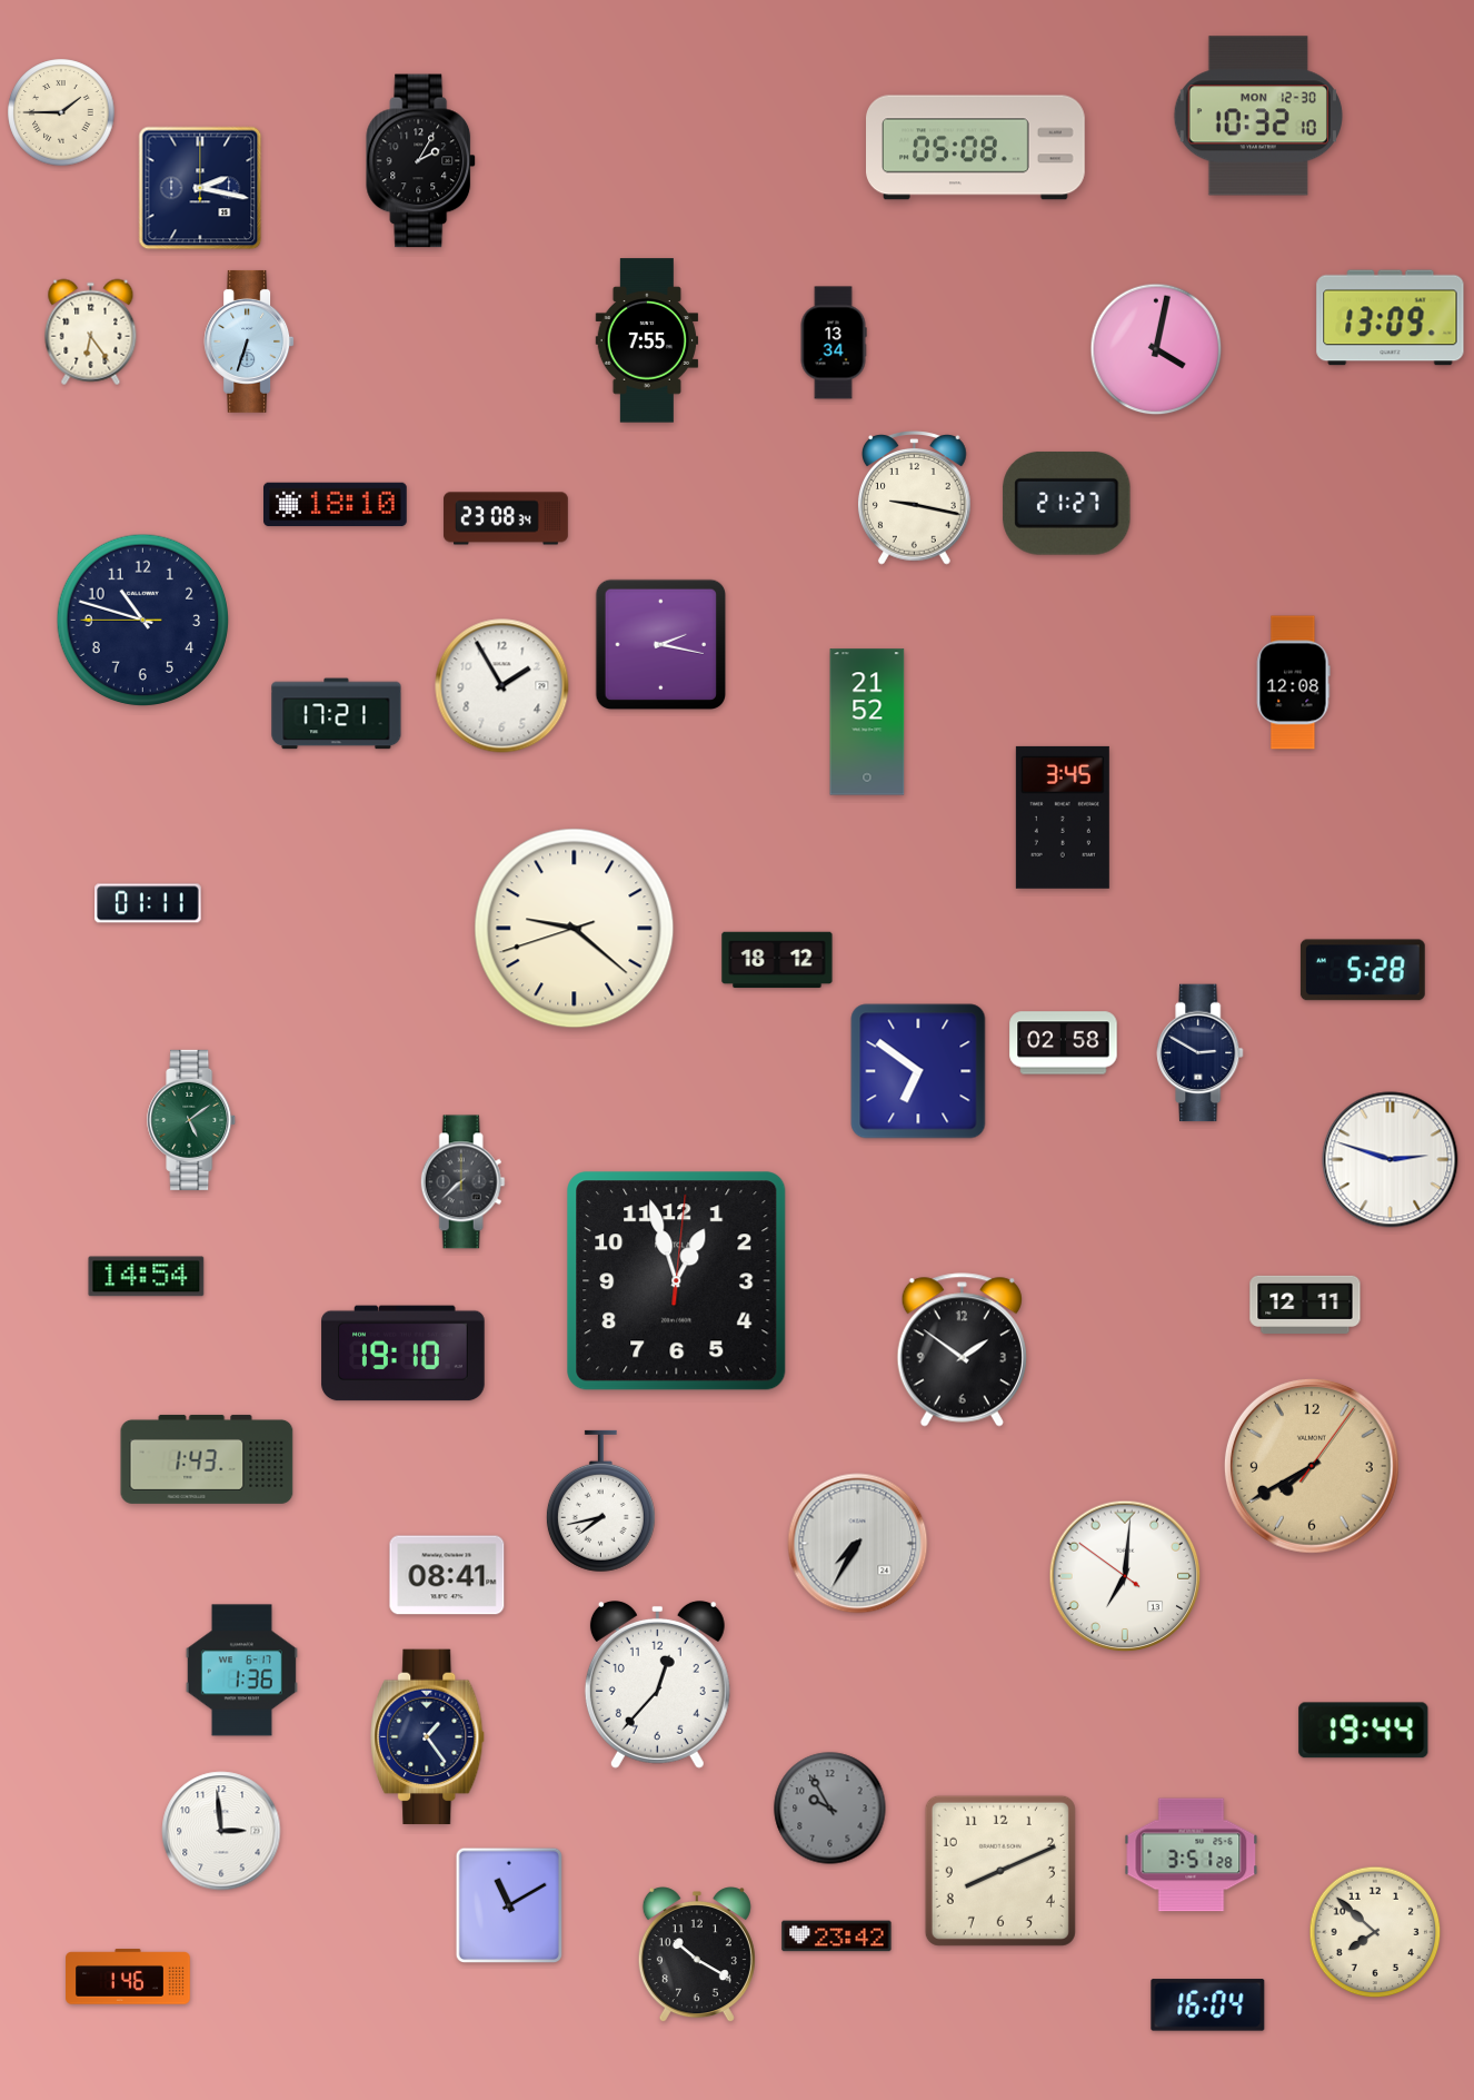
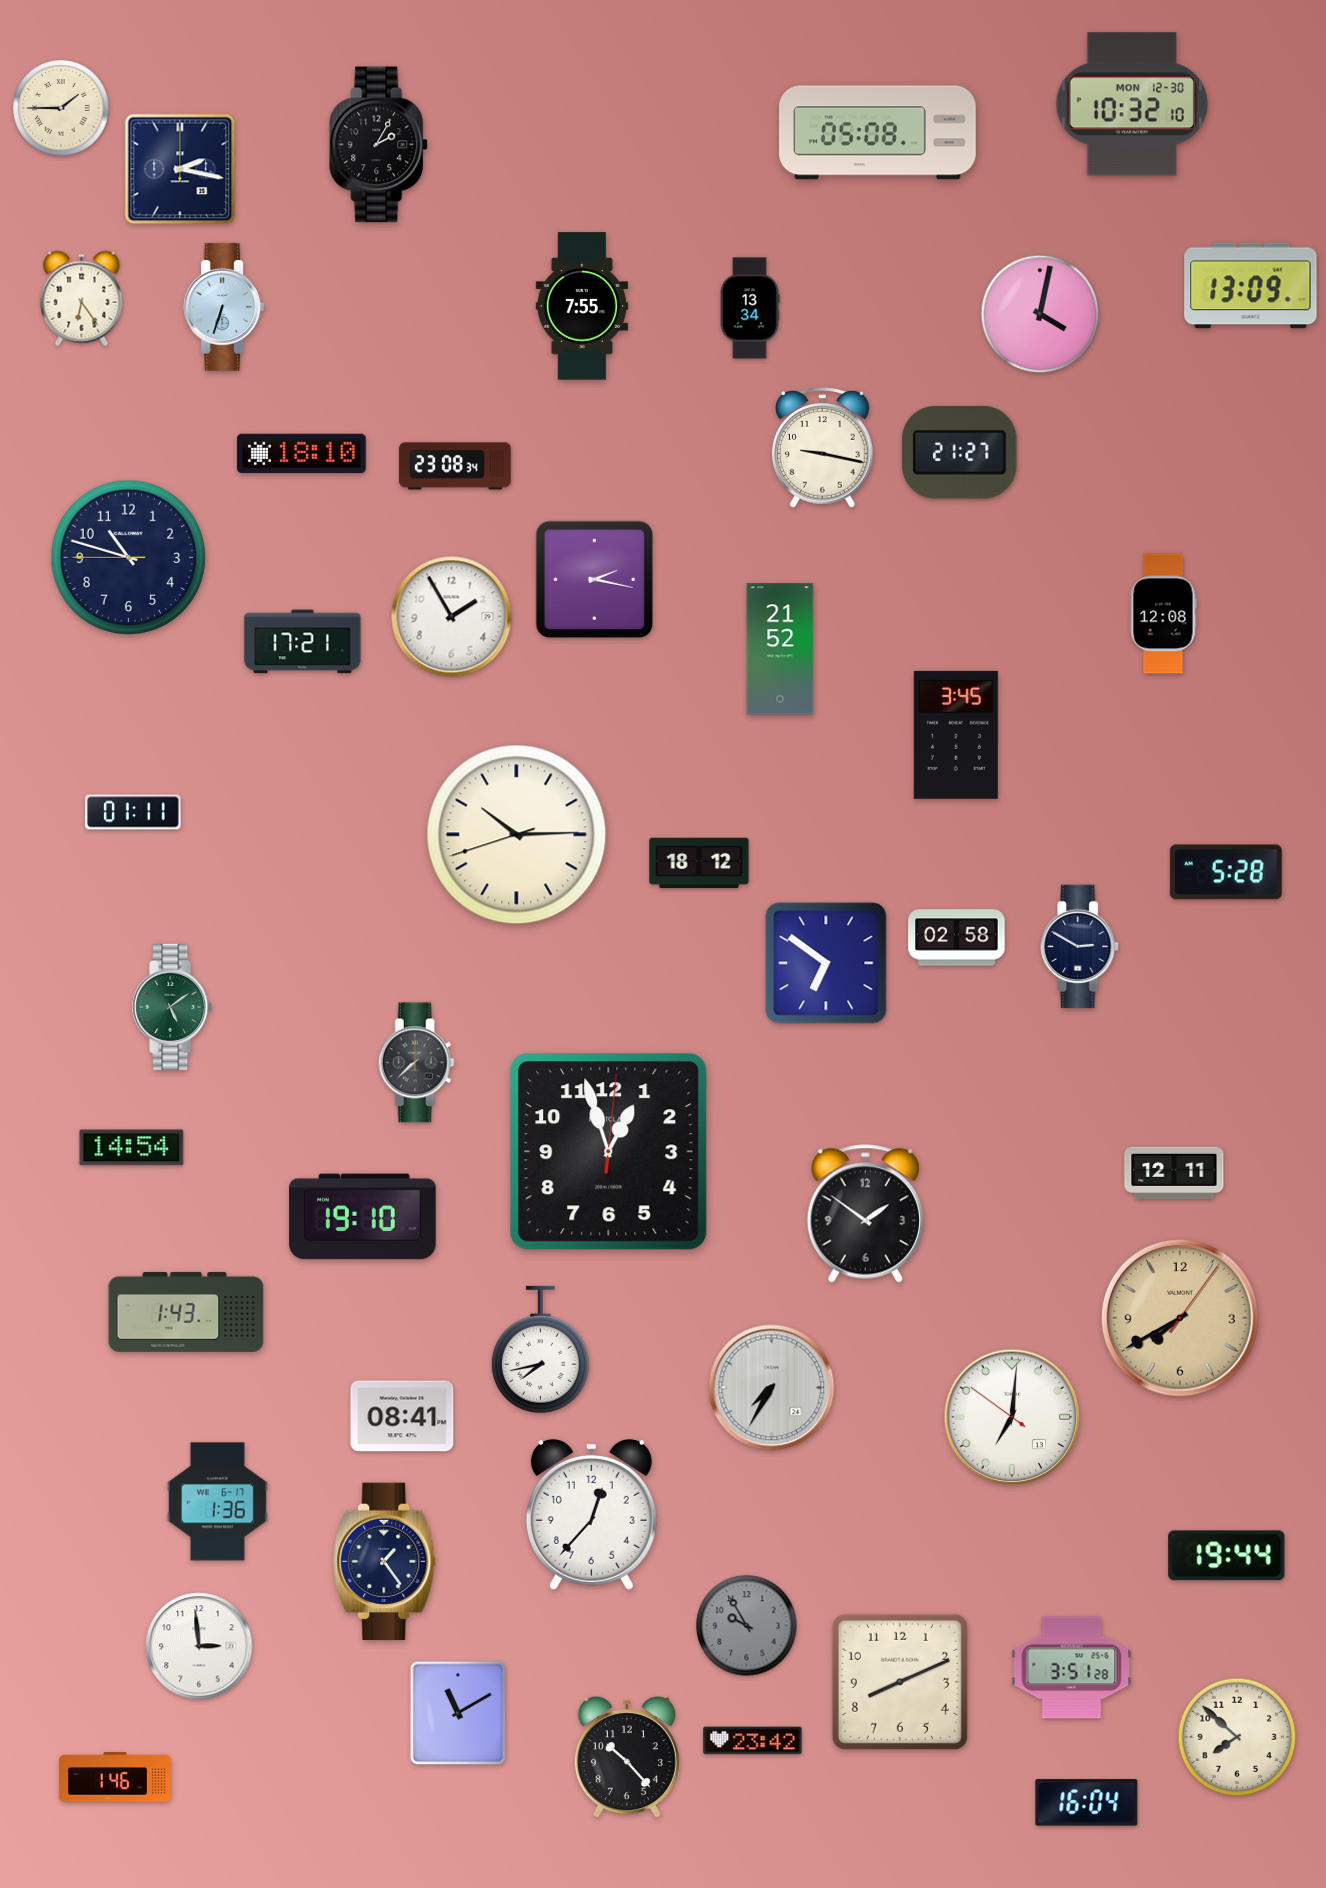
clock at (61, 112) position: (61, 112) -> (61, 108)
clock at (575, 929): 9:21 -> 10:14
clock at (1391, 1160): 2:48 -> none
clock at (697, 1955): 10:20 -> 10:23
